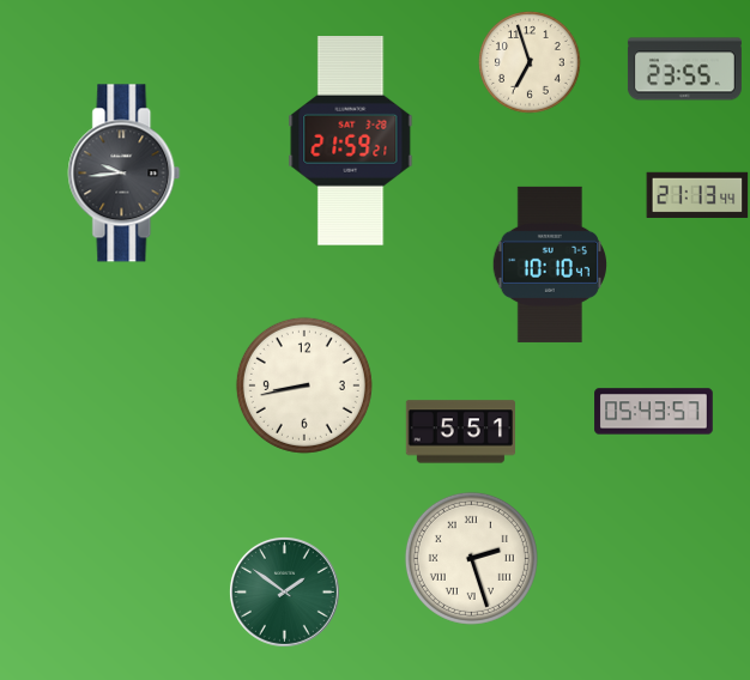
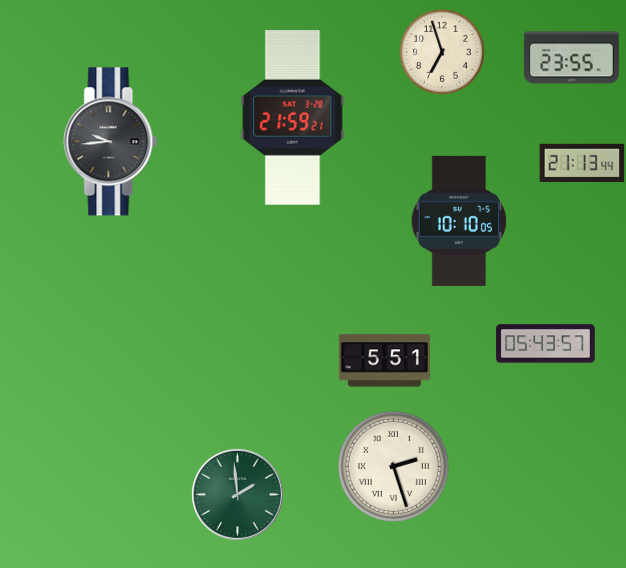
clock at (125, 174) position: (125, 174) -> (111, 142)
clock at (549, 265): 10:10:47 -> 10:10:05
clock at (304, 385): 8:43 -> none
clock at (284, 591): 1:51 -> 1:59
